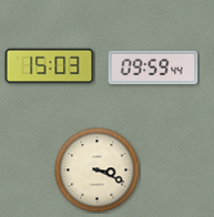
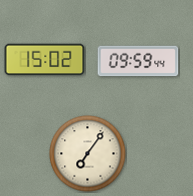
clock at (50, 66): 15:03 -> 15:02
clock at (98, 170): 3:19 -> 7:06
